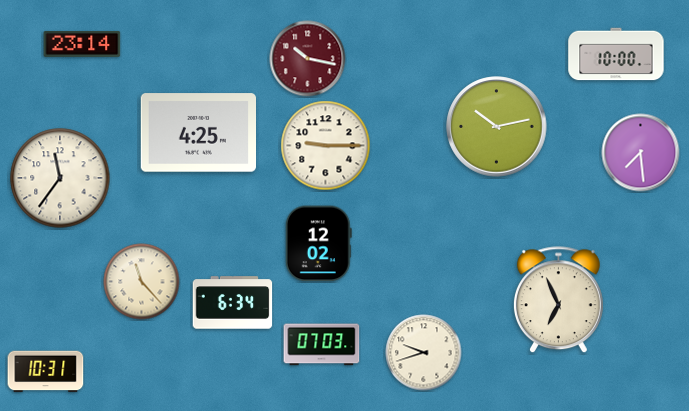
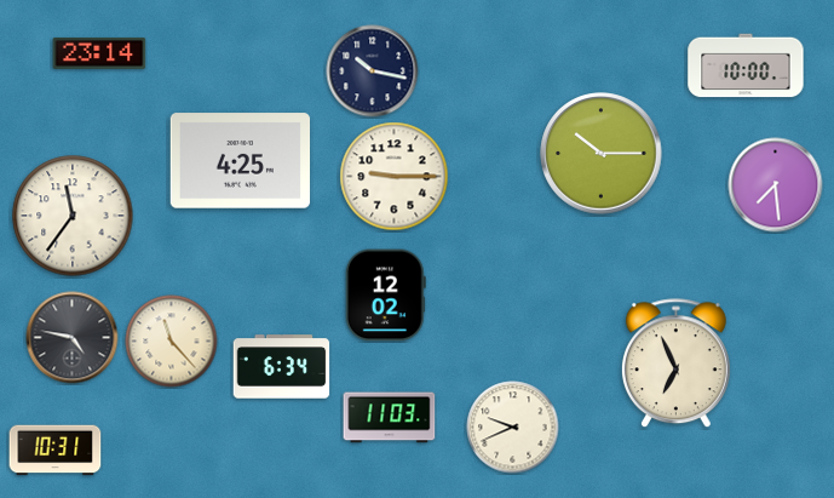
clock at (308, 59) dial: burgundy -> navy
clock at (497, 127): 10:13 -> 10:15
clock at (73, 338): none -> 4:47
clock at (322, 345): 07:03 -> 11:03
clock at (424, 353): 9:42 -> 9:41
